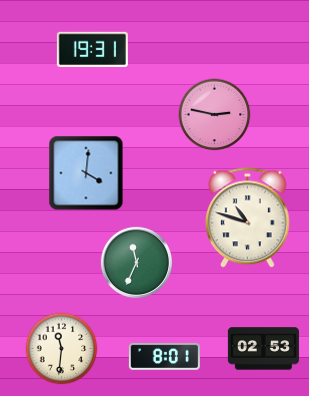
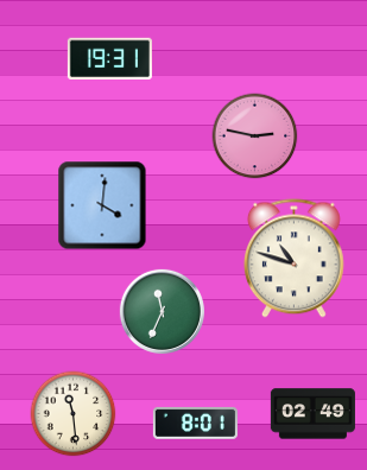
clock at (62, 349): 11:31 -> 11:29
clock at (263, 349): 02:53 -> 02:49
